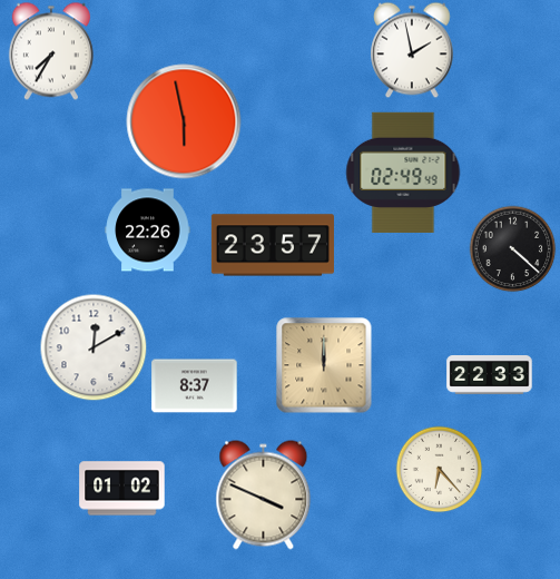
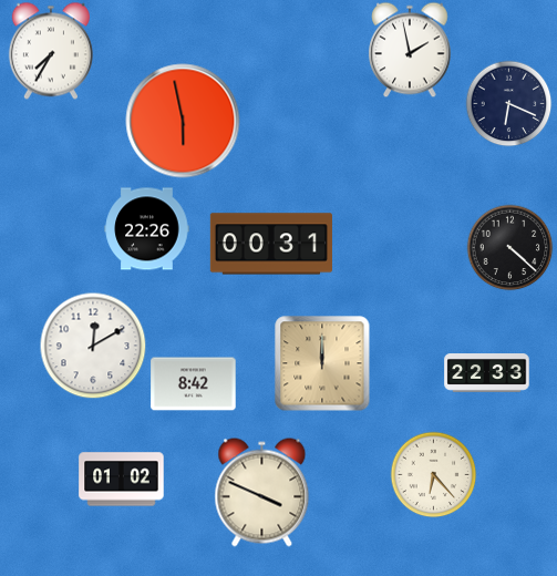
clock at (508, 103): none -> 6:19
clock at (403, 171): 02:49 -> none
clock at (273, 245): 23:57 -> 00:31
clock at (195, 386): 8:37 -> 8:42
clock at (439, 469) position: (439, 469) -> (433, 474)
clock at (122, 489) position: (122, 489) -> (122, 480)
